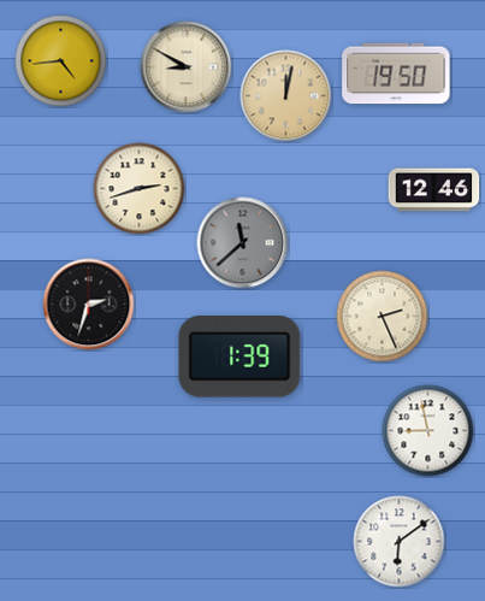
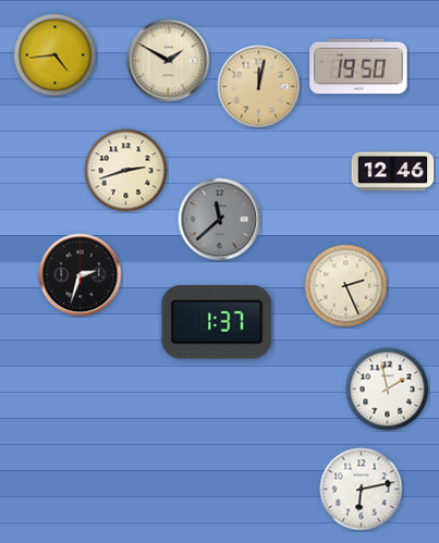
clock at (187, 67): 8:50 -> 1:50
clock at (239, 357): 1:39 -> 1:37
clock at (428, 431): 8:58 -> 1:58
clock at (400, 542): 6:09 -> 6:13
